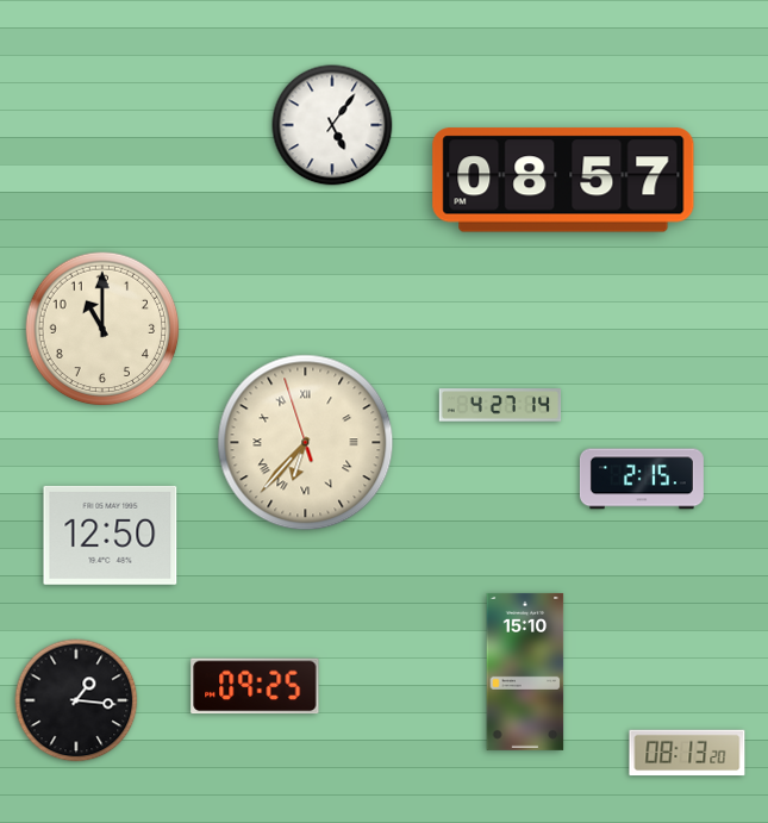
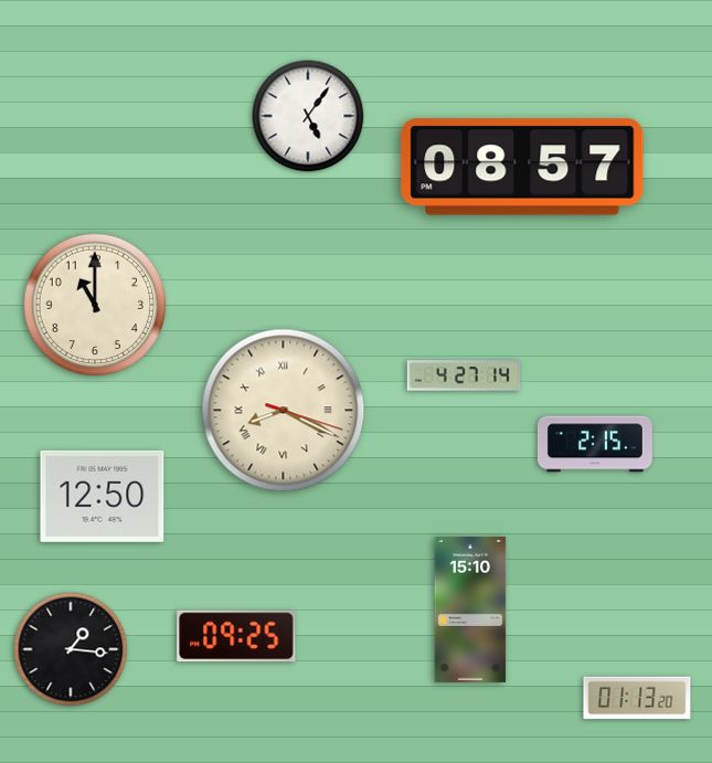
clock at (306, 443): 6:36 -> 8:19
clock at (525, 672) position: (525, 672) -> (470, 610)
clock at (687, 753): 08:13 -> 01:13
